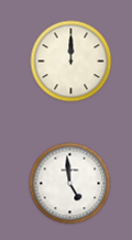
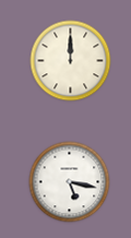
clock at (70, 184): 4:59 -> 5:17
